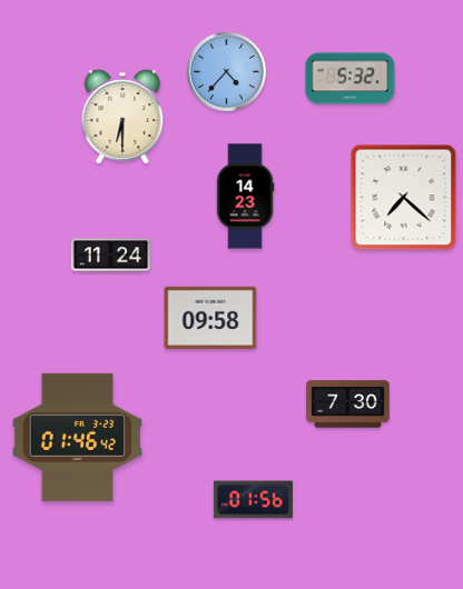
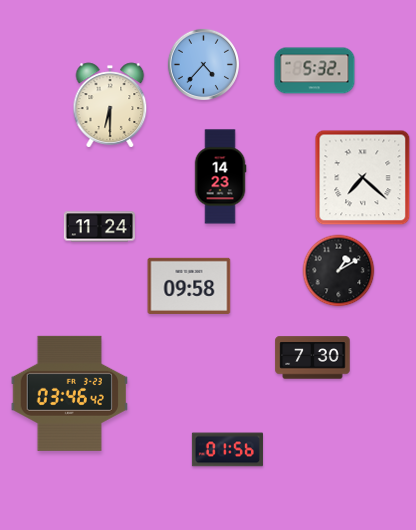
clock at (110, 256) position: (110, 256) -> (99, 227)
clock at (339, 271): none -> 1:10
clock at (348, 405) position: (348, 405) -> (313, 358)
clock at (78, 437): 01:46 -> 03:46
